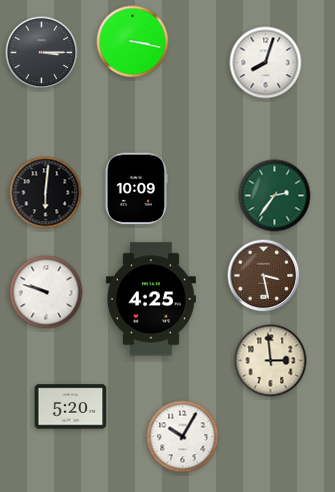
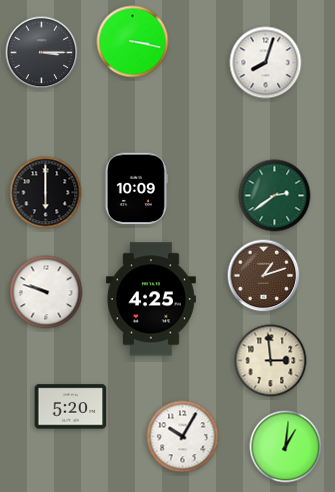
clock at (46, 193): 6:01 -> 6:00
clock at (275, 196): 2:36 -> 2:39
clock at (264, 276): 3:28 -> 1:12
clock at (286, 447): none -> 1:01
